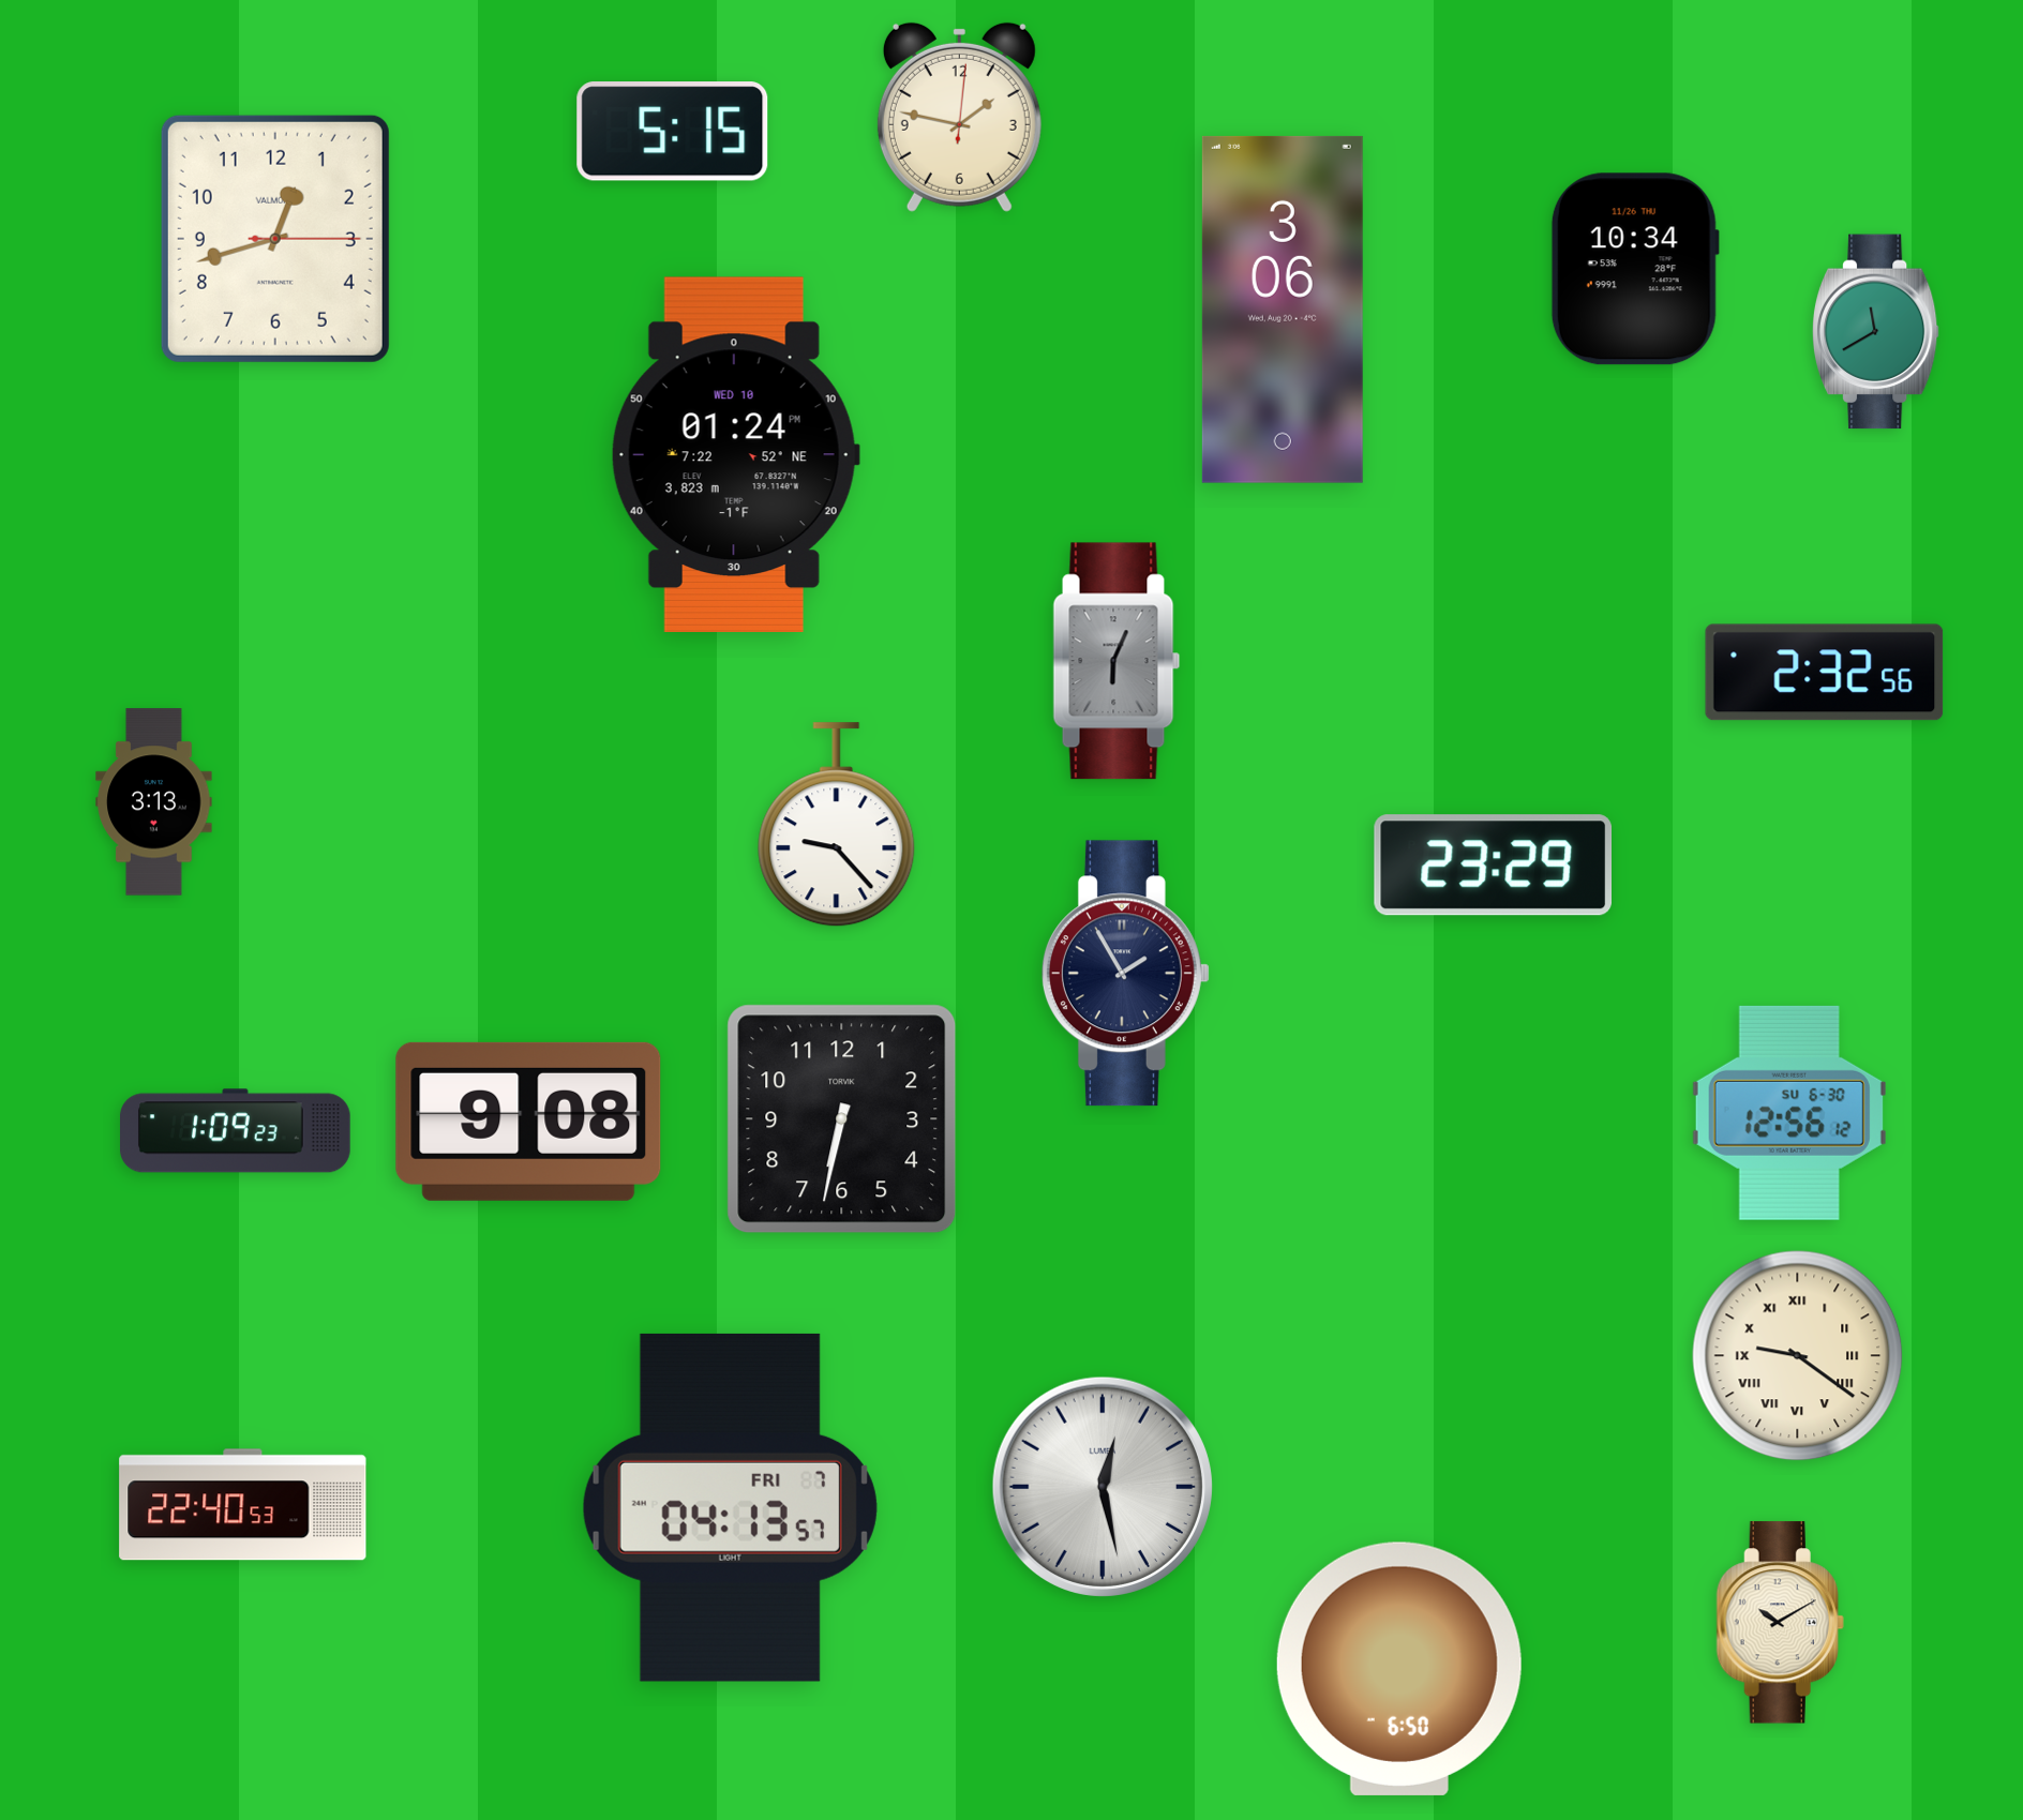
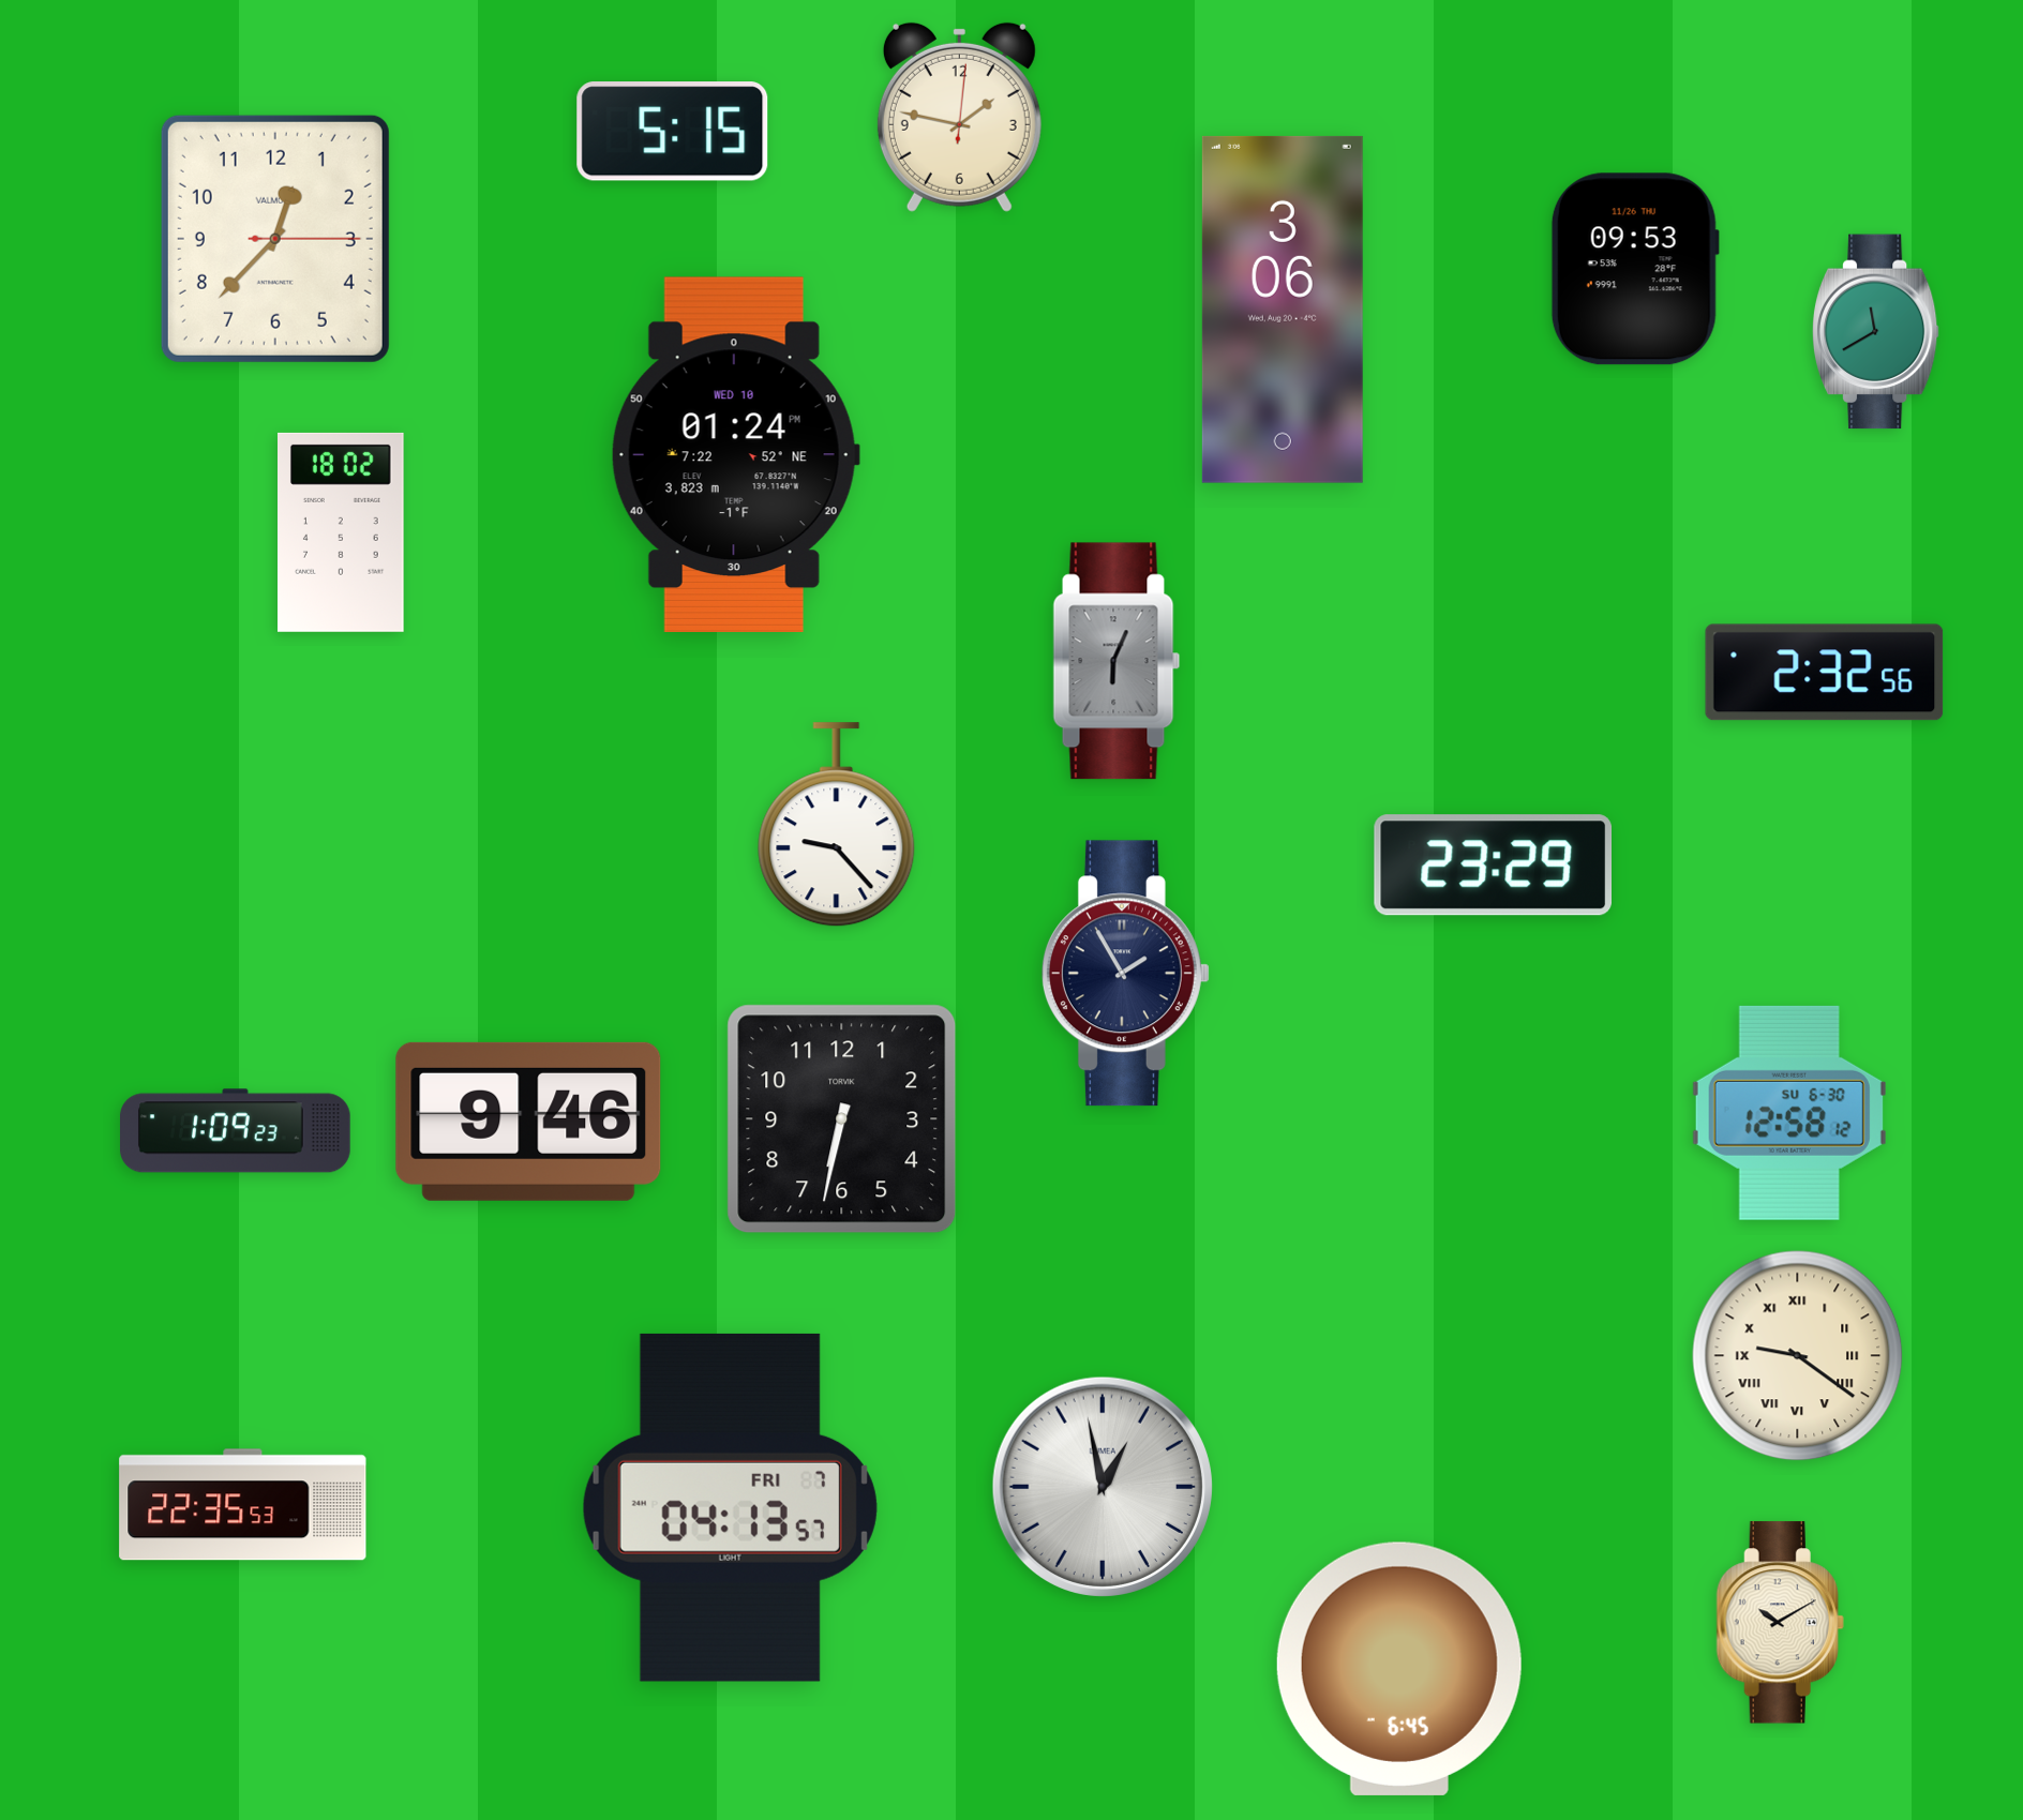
clock at (275, 239): 12:42 -> 12:37
clock at (1635, 269): 10:34 -> 09:53
clock at (342, 532): none -> 18:02
clock at (154, 802): 3:13 -> none
clock at (1789, 1113): 12:56 -> 12:58
clock at (528, 1122): 9:08 -> 9:46
clock at (1103, 1487): 12:28 -> 12:58
clock at (243, 1505): 22:40 -> 22:35
clock at (1399, 1669): 6:50 -> 6:45
